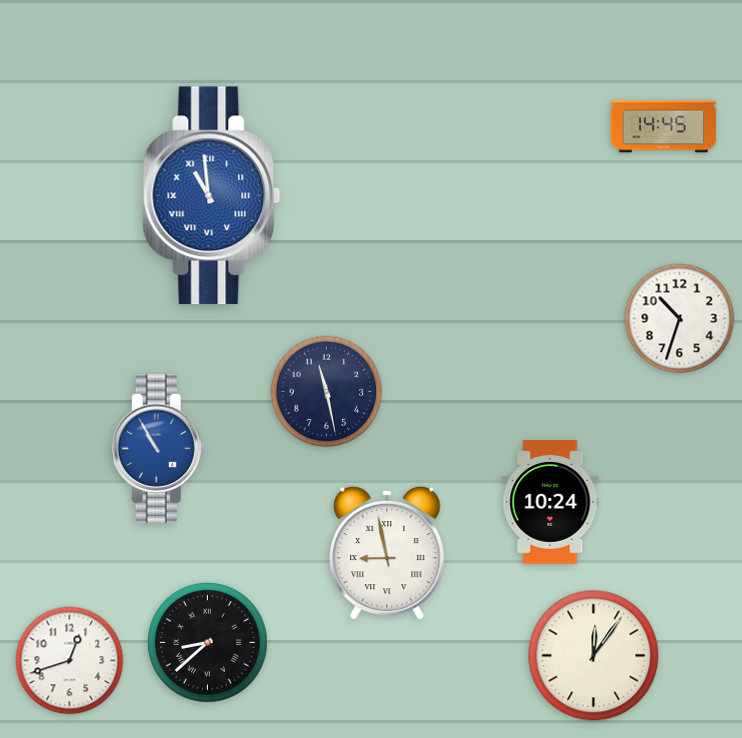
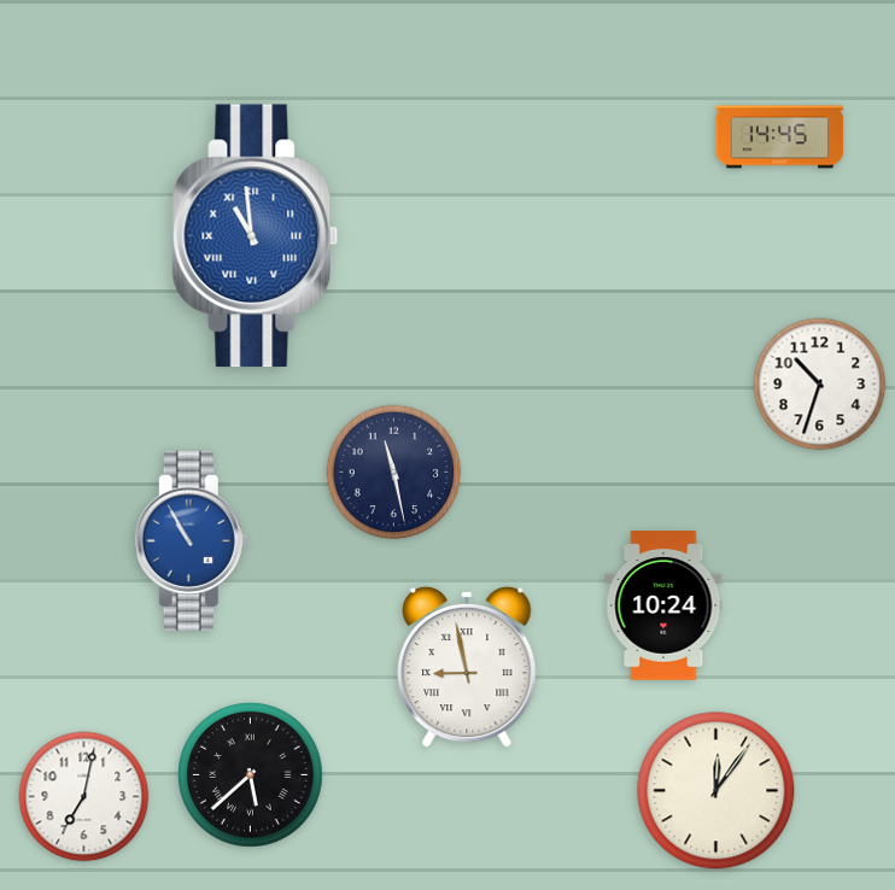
clock at (664, 127) position: (664, 127) -> (780, 137)
clock at (208, 643): 8:38 -> 5:38
clock at (70, 661): 12:42 -> 7:02
